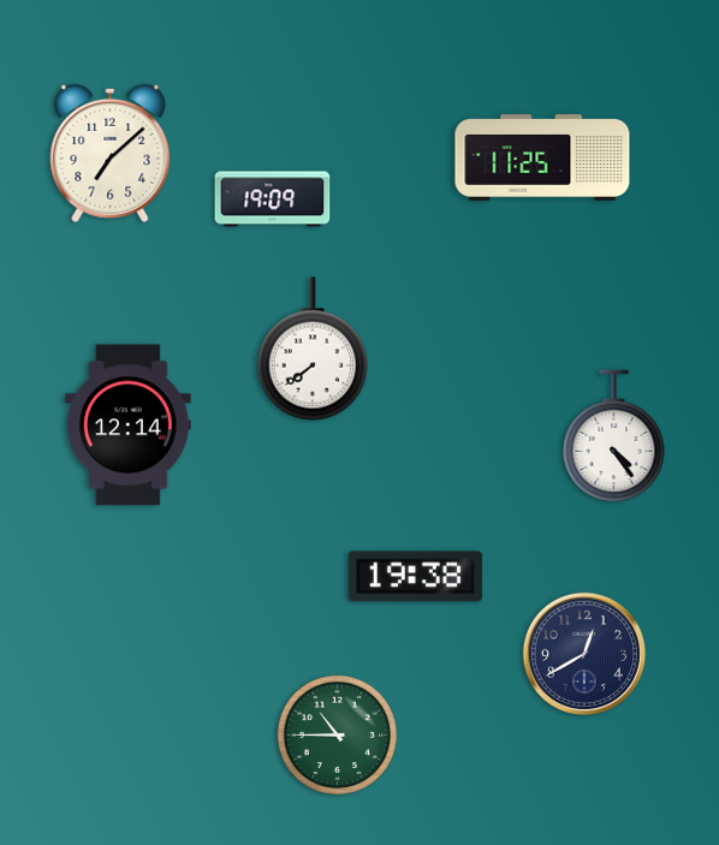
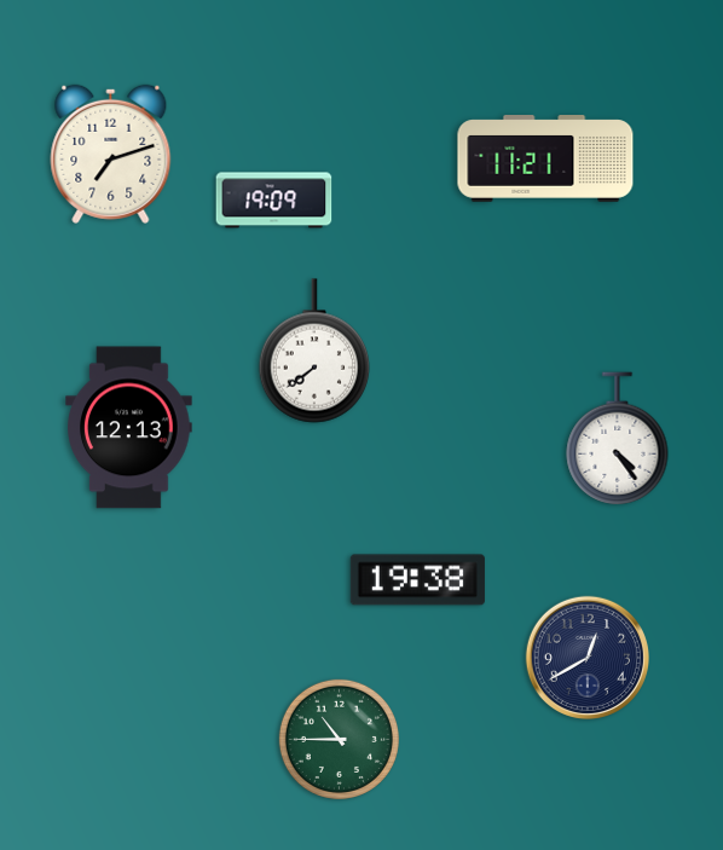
clock at (111, 153): 7:08 -> 7:12
clock at (542, 157): 11:25 -> 11:21
clock at (129, 426): 12:14 -> 12:13
